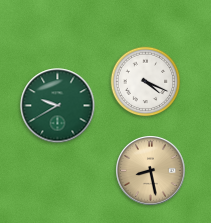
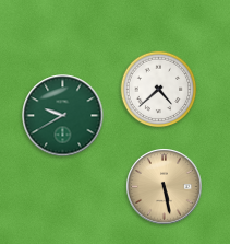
clock at (146, 82): 4:19 -> 4:38
clock at (151, 171): 8:28 -> 5:28
